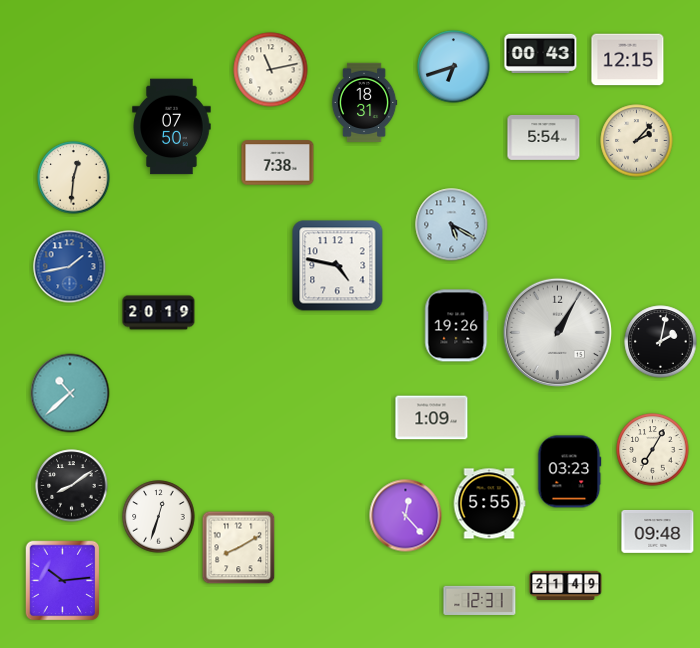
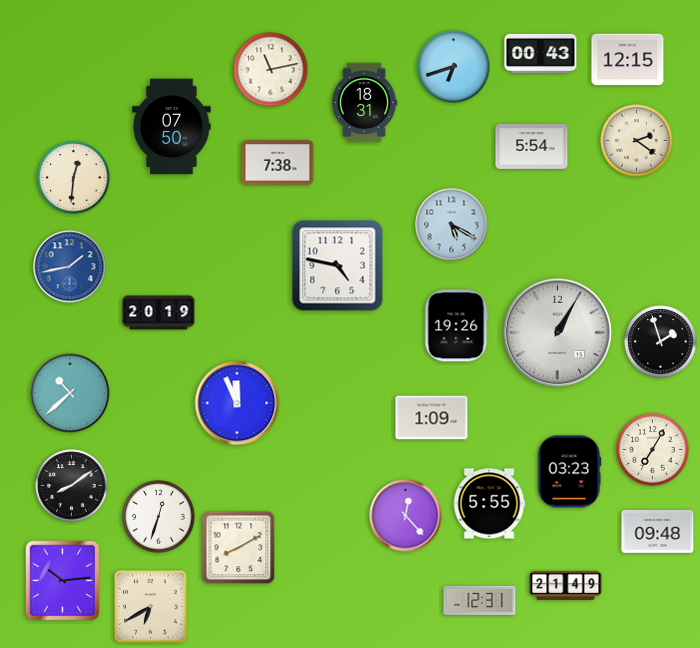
clock at (544, 137) position: (544, 137) -> (532, 146)
clock at (637, 141): 2:07 -> 2:21
clock at (661, 342): 2:02 -> 1:57
clock at (237, 403): none -> 11:56
clock at (151, 607): none -> 6:40
